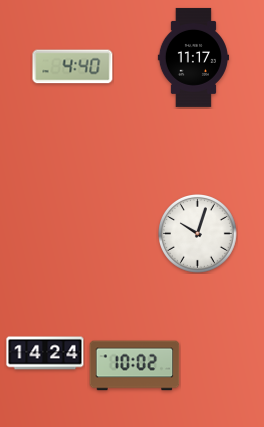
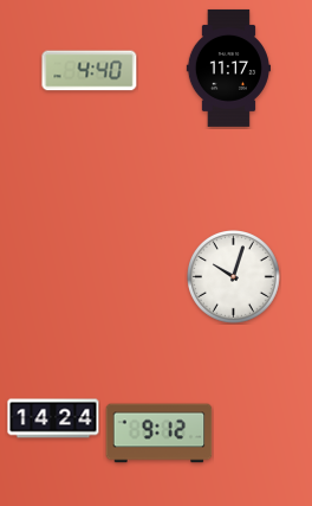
clock at (73, 67) position: (73, 67) -> (90, 71)
clock at (135, 366): 10:02 -> 9:12
